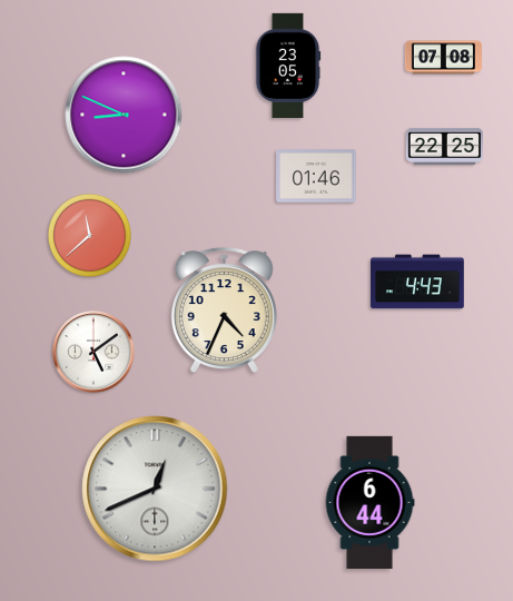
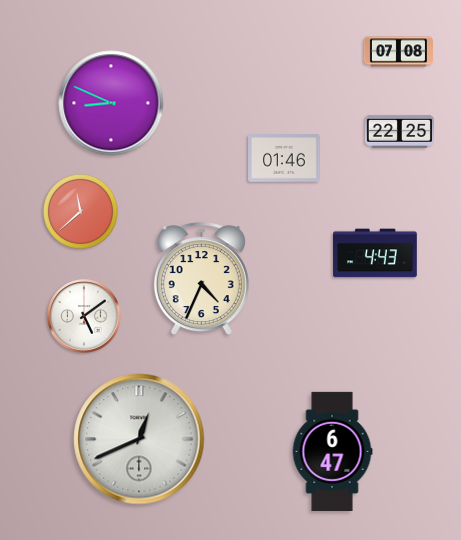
clock at (288, 66): 23:05 -> none
clock at (369, 502): 6:44 -> 6:47
